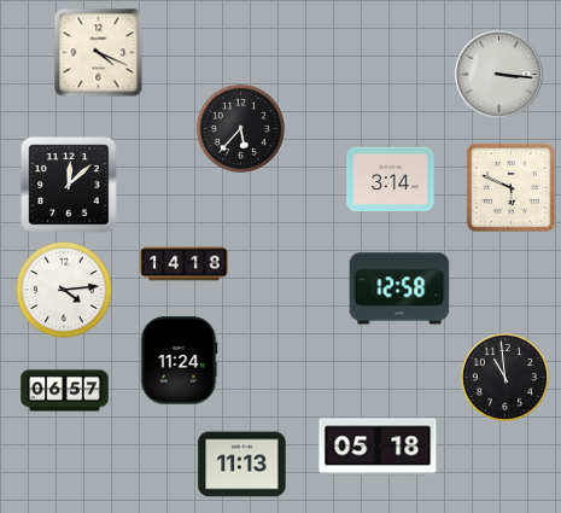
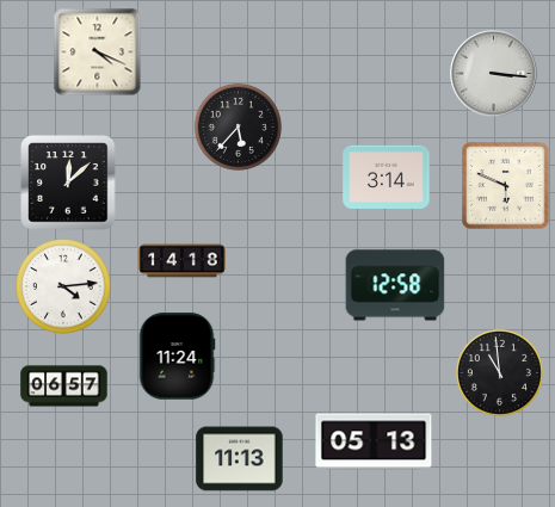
clock at (378, 447): 05:18 -> 05:13
